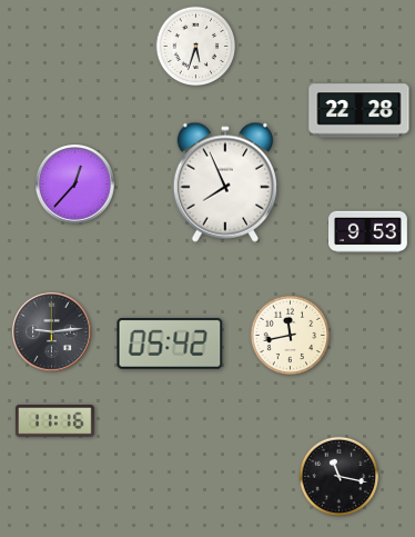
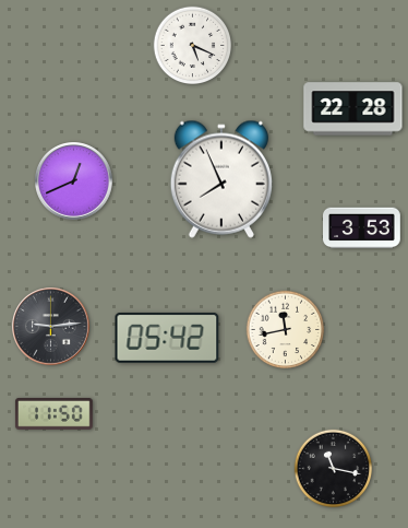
clock at (196, 47): 5:33 -> 5:19
clock at (75, 185): 12:37 -> 12:41
clock at (368, 232): 9:53 -> 3:53
clock at (55, 421): 11:16 -> 11:50
